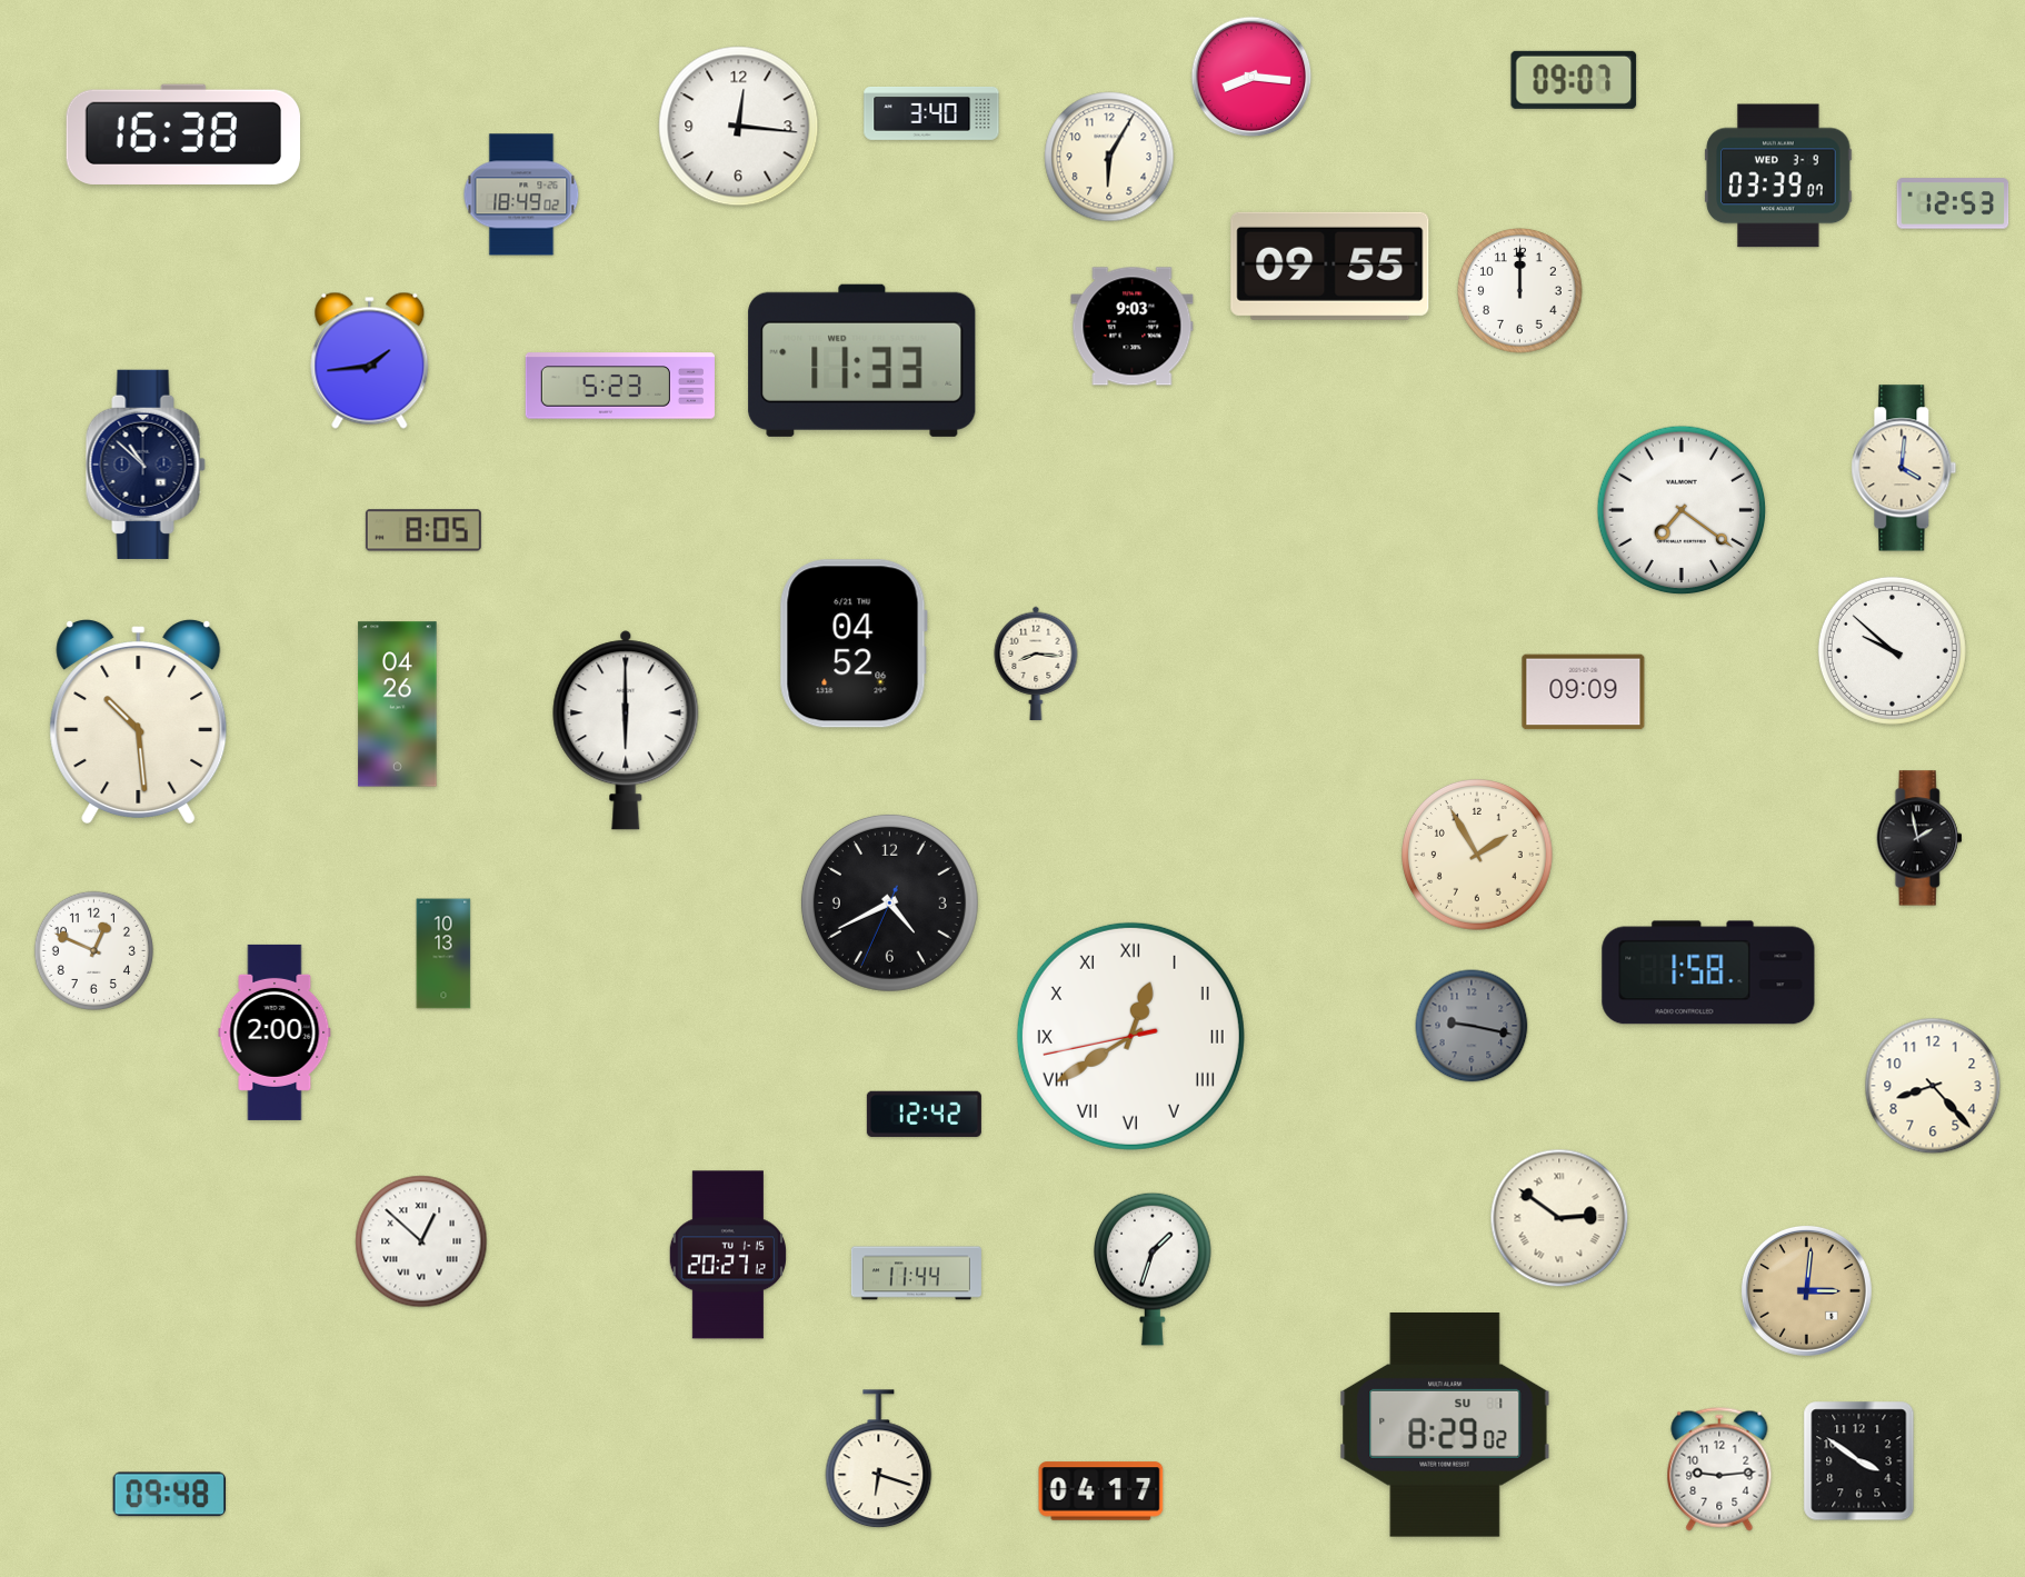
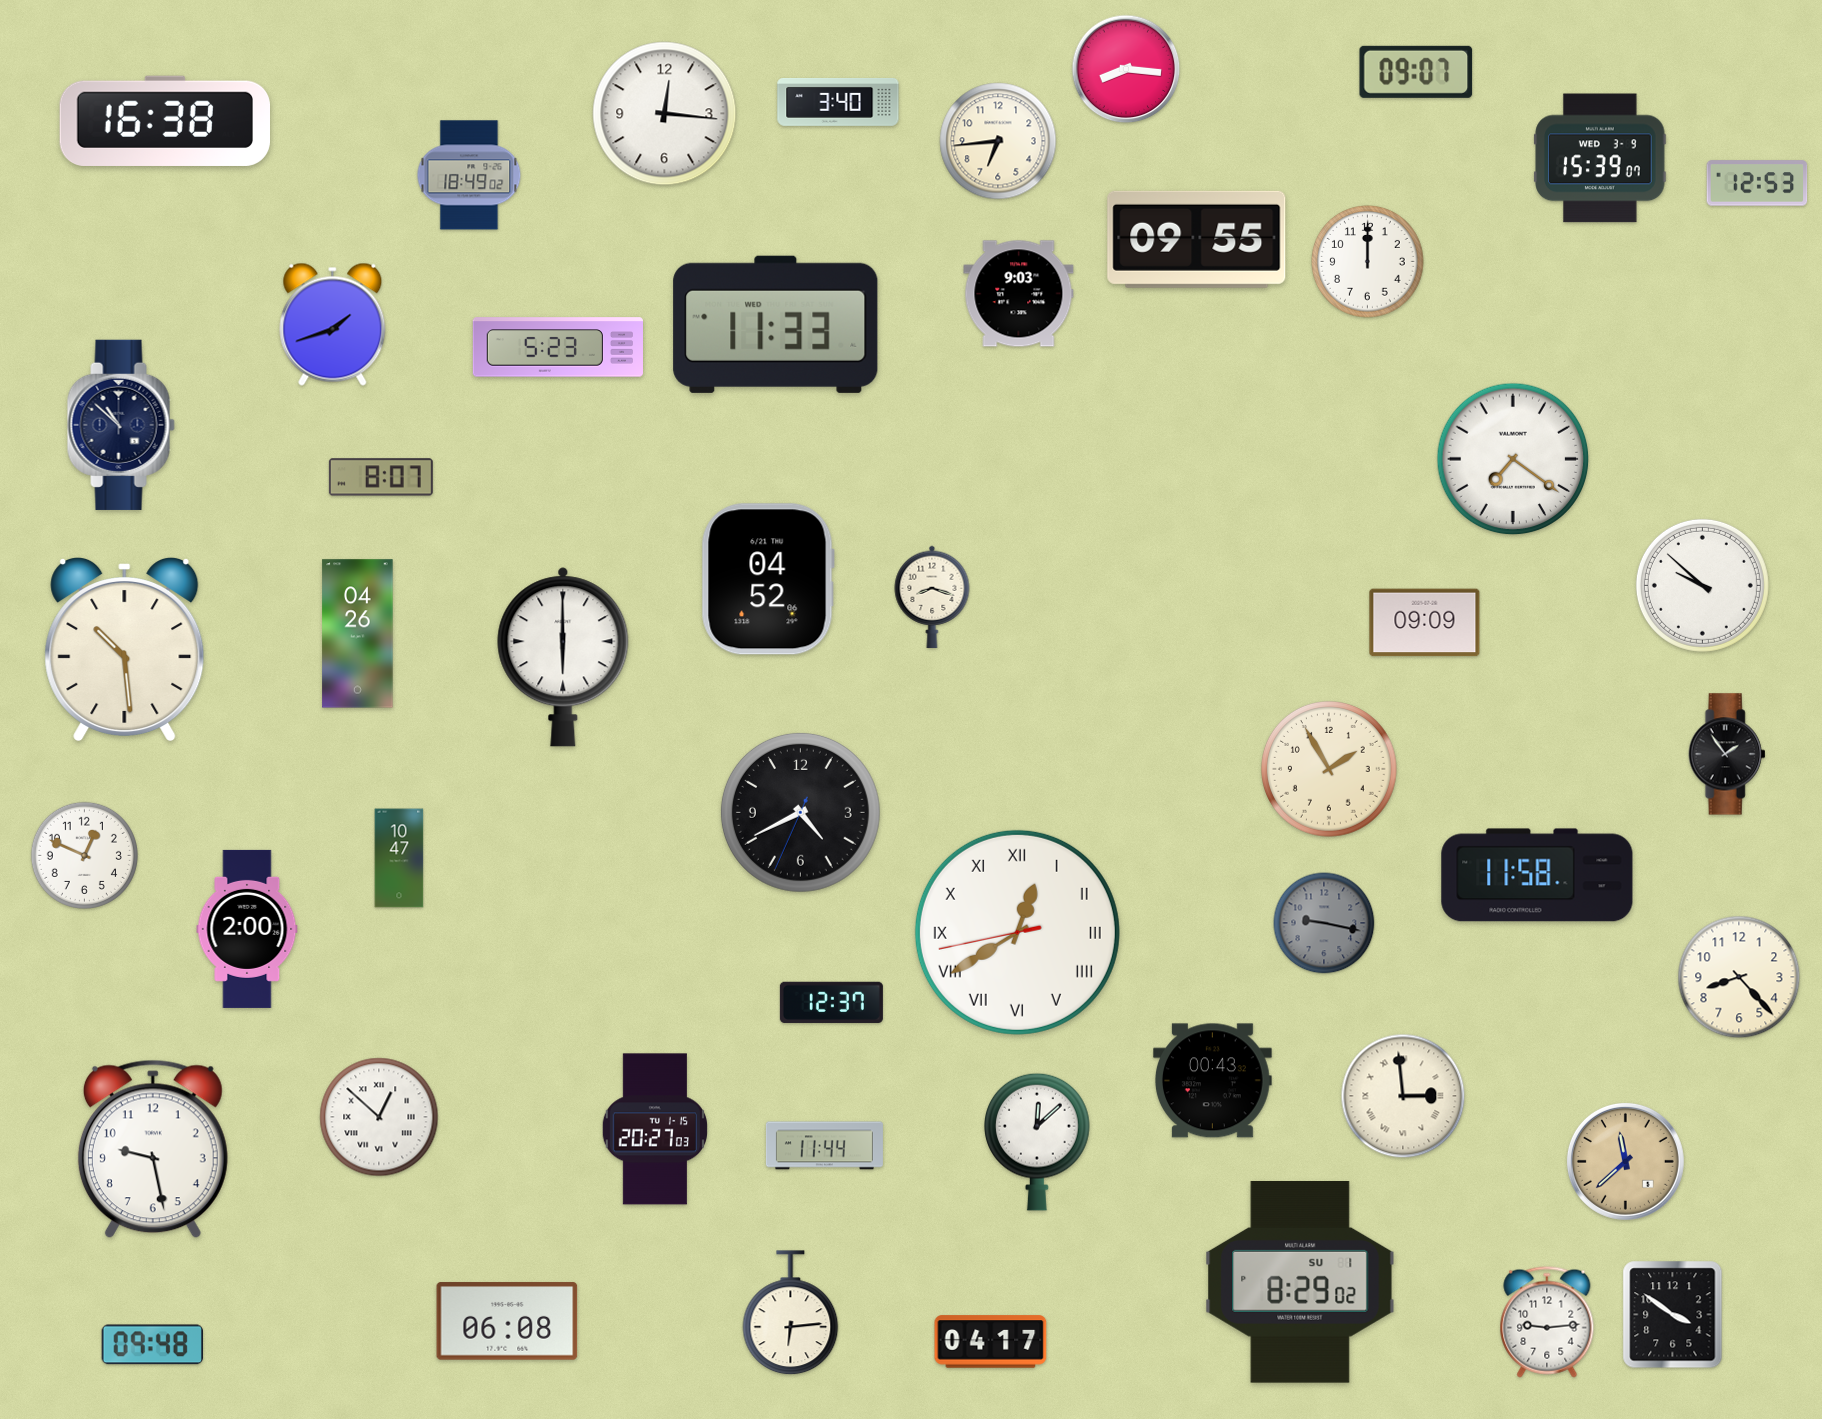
clock at (1109, 157): 6:05 -> 6:44
clock at (1778, 176): 03:39 -> 15:39
clock at (370, 360): 1:44 -> 1:42
clock at (146, 465) position: (146, 465) -> (121, 425)
clock at (1904, 468): 4:01 -> none
clock at (423, 530): 8:05 -> 8:07
clock at (1036, 663): 8:16 -> 8:18
clock at (1919, 838): 1:58 -> 1:54
clock at (443, 954): 10:13 -> 10:47
clock at (1708, 972): 1:58 -> 11:58
clock at (924, 1114): 12:42 -> 12:37
clock at (1213, 1081): none -> 00:43
clock at (1559, 1218): 2:51 -> 2:59
clock at (727, 1255): 20:27:12 -> 20:27:03
clock at (1154, 1269): 1:33 -> 12:08
clock at (153, 1149): none -> 9:28
clock at (1806, 1290): 3:01 -> 11:38
clock at (879, 1459): 6:18 -> 6:14
clock at (507, 1321): none -> 06:08
